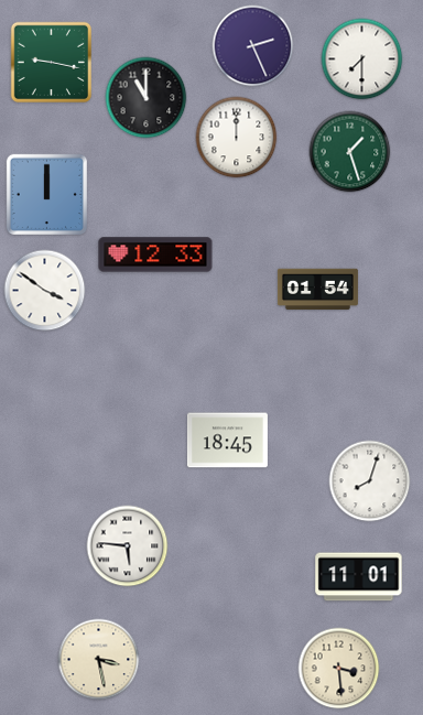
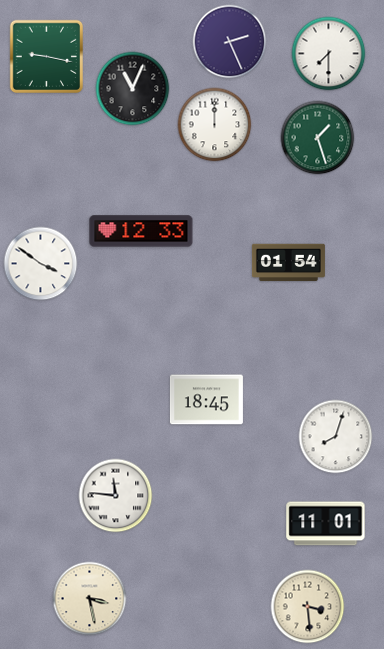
clock at (147, 98): 11:00 -> 11:04
clock at (46, 194): 12:00 -> none
clock at (128, 546): 5:46 -> 11:46
